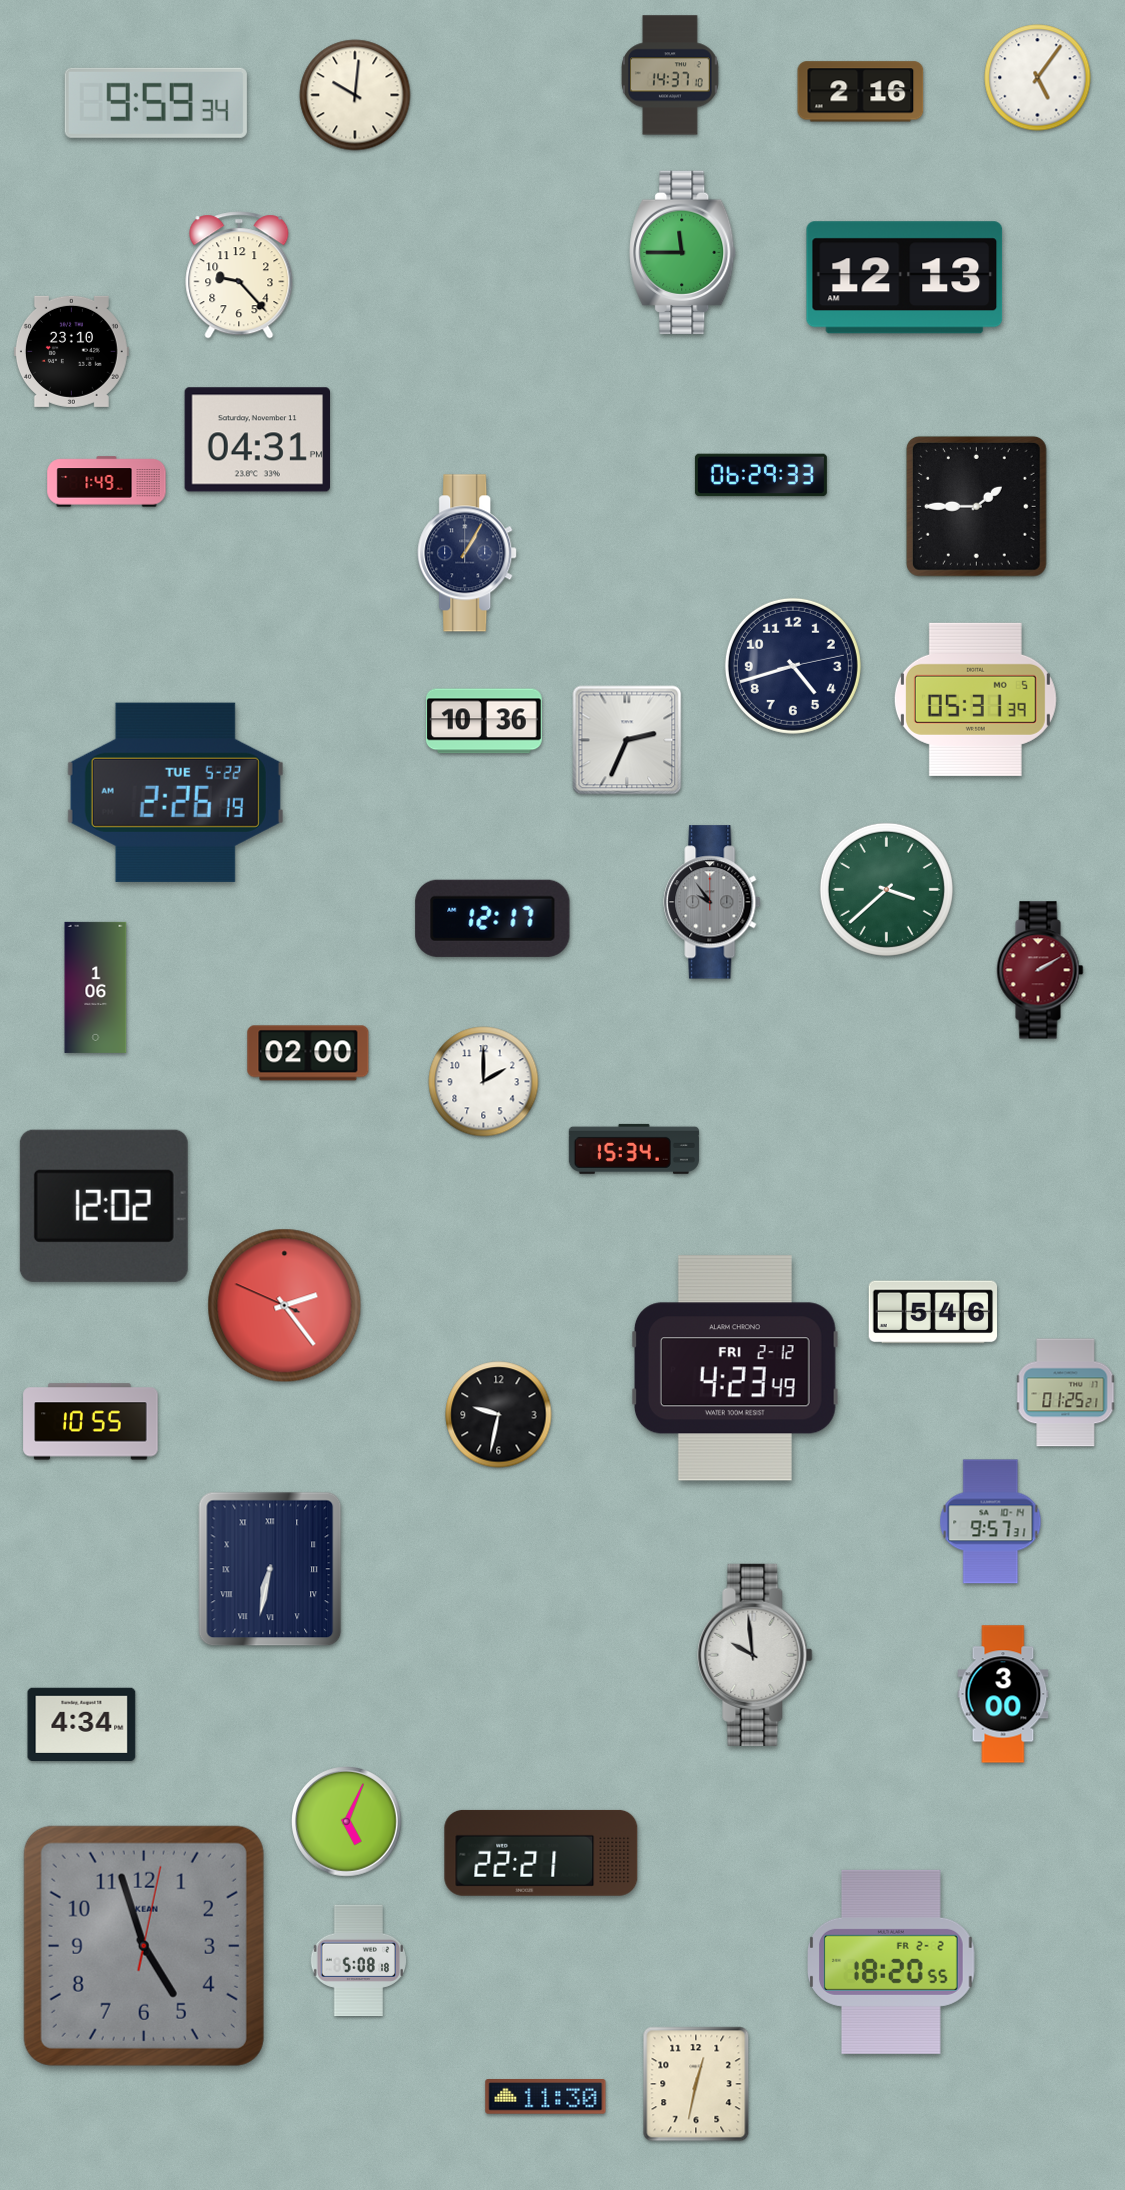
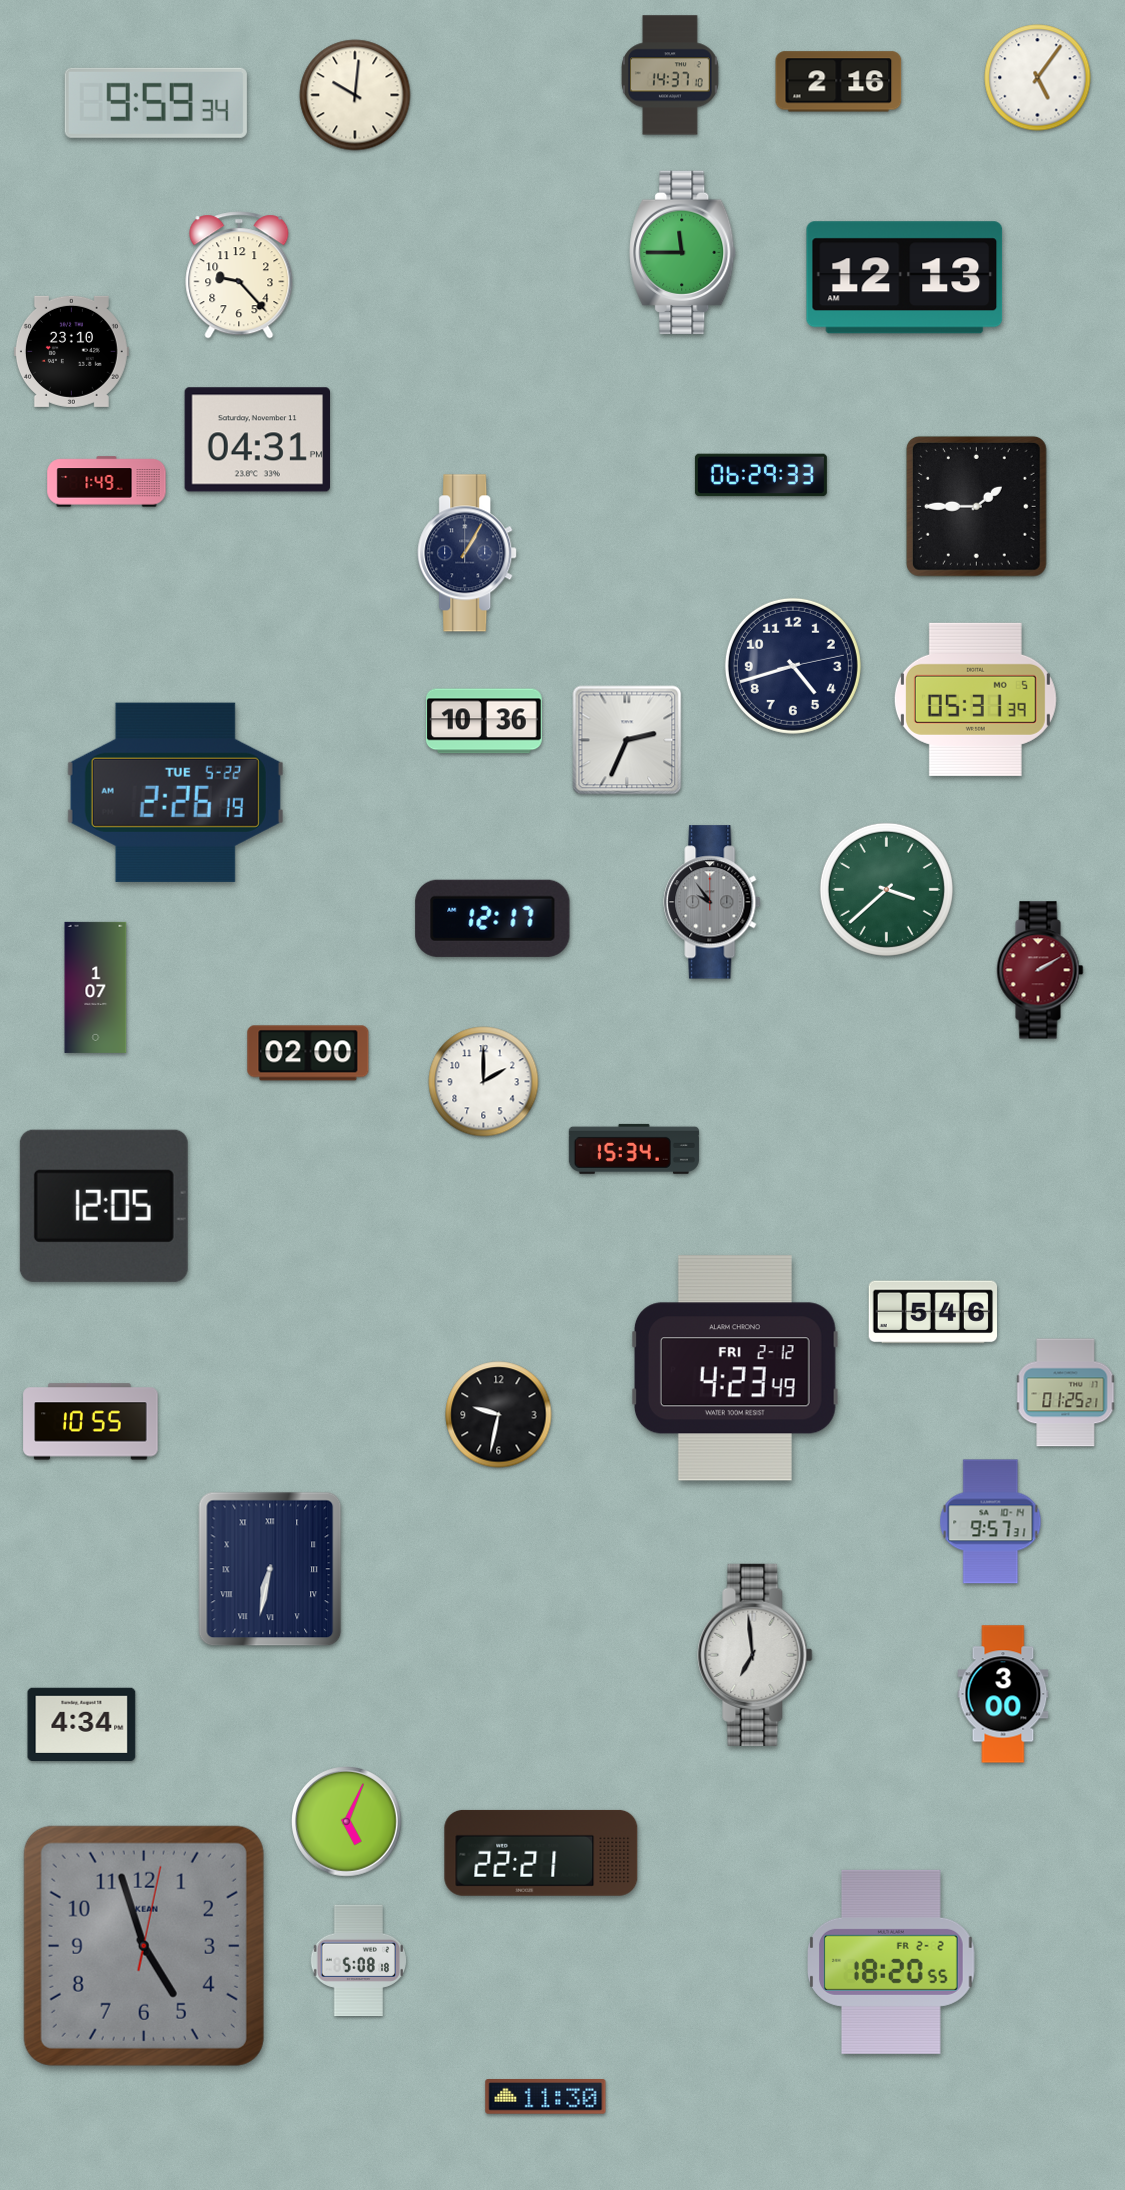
clock at (861, 92) position: (861, 92) -> (839, 82)
clock at (96, 987): 1:06 -> 1:07
clock at (104, 1206): 12:02 -> 12:05
clock at (285, 1306): 2:23 -> none
clock at (755, 1655): 9:59 -> 6:59
clock at (696, 2084): 12:32 -> none
